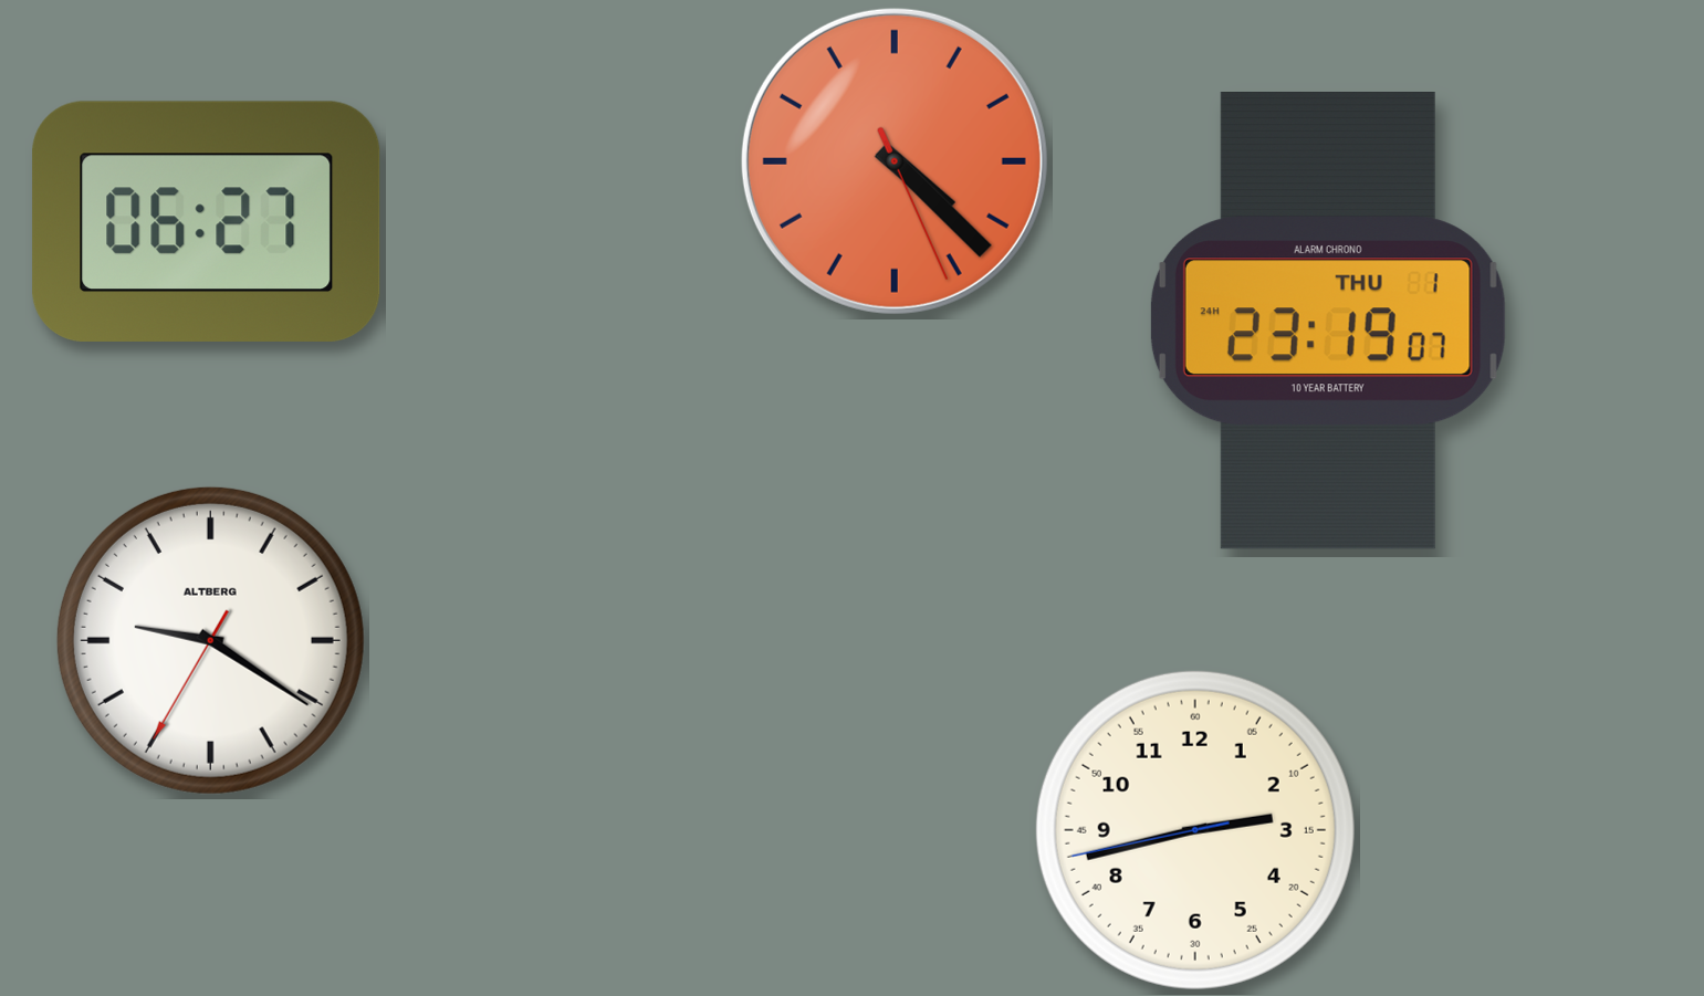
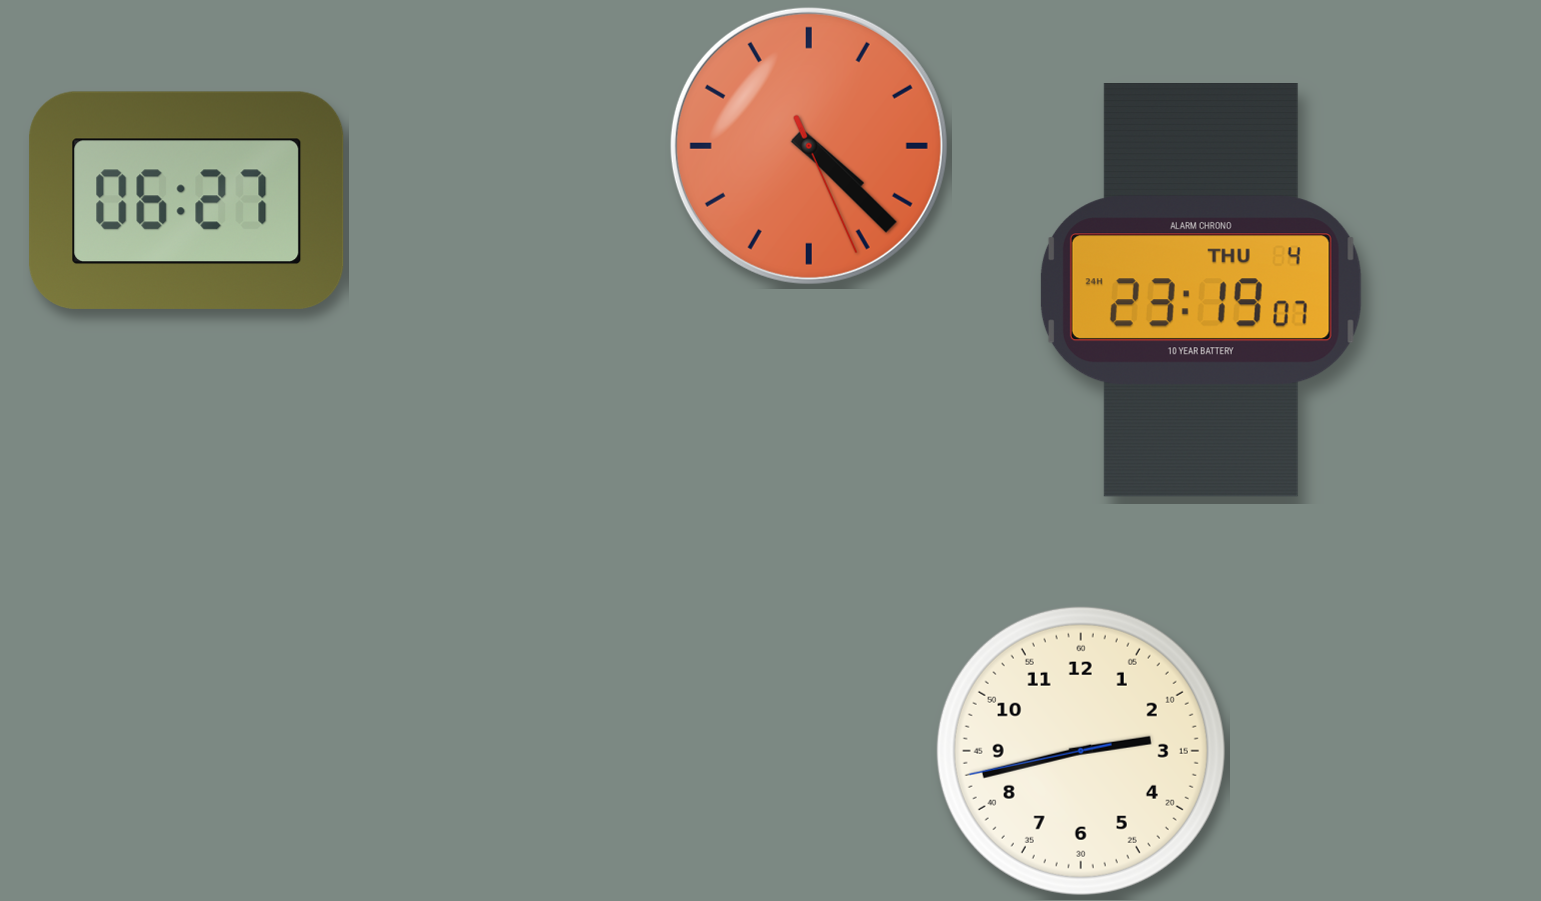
clock at (1328, 322) date: THU 1 -> THU 4
clock at (210, 640): 9:20 -> none
